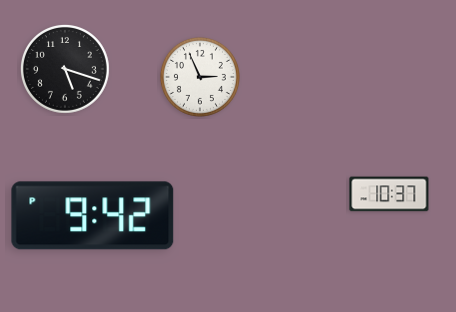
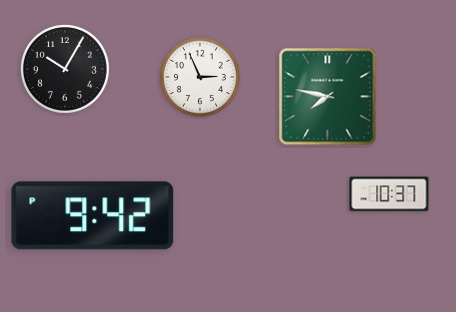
clock at (65, 69): 5:18 -> 10:05
clock at (328, 97): none -> 7:47
